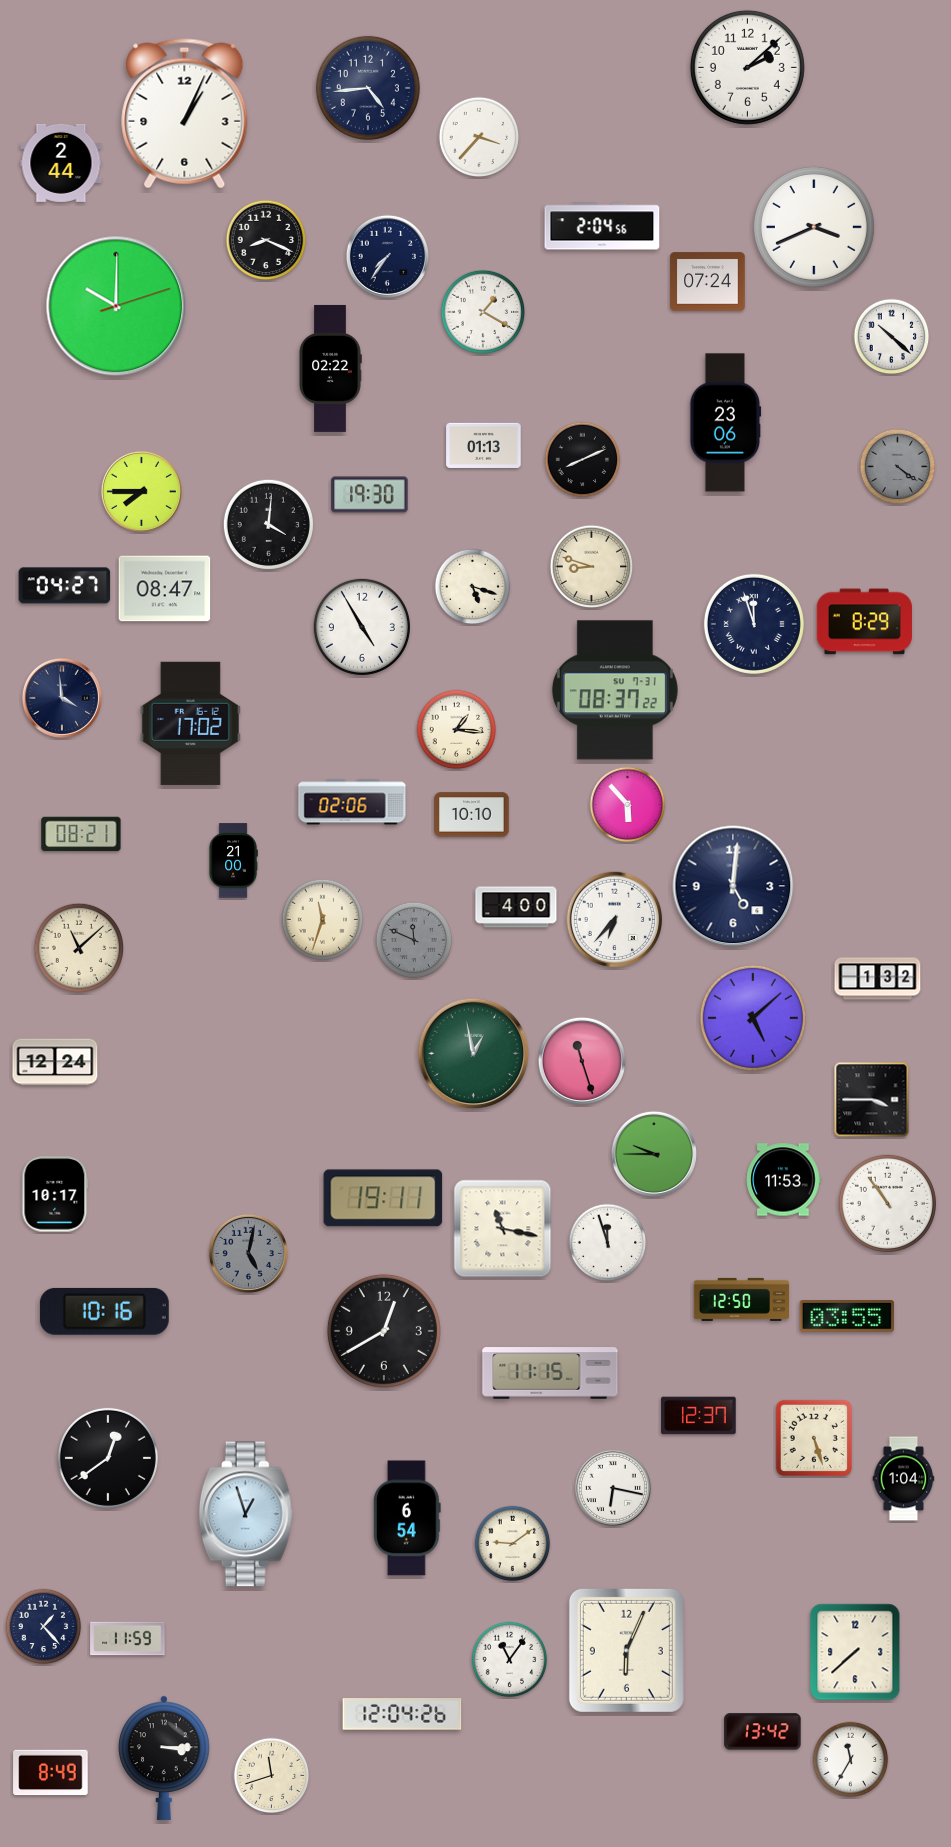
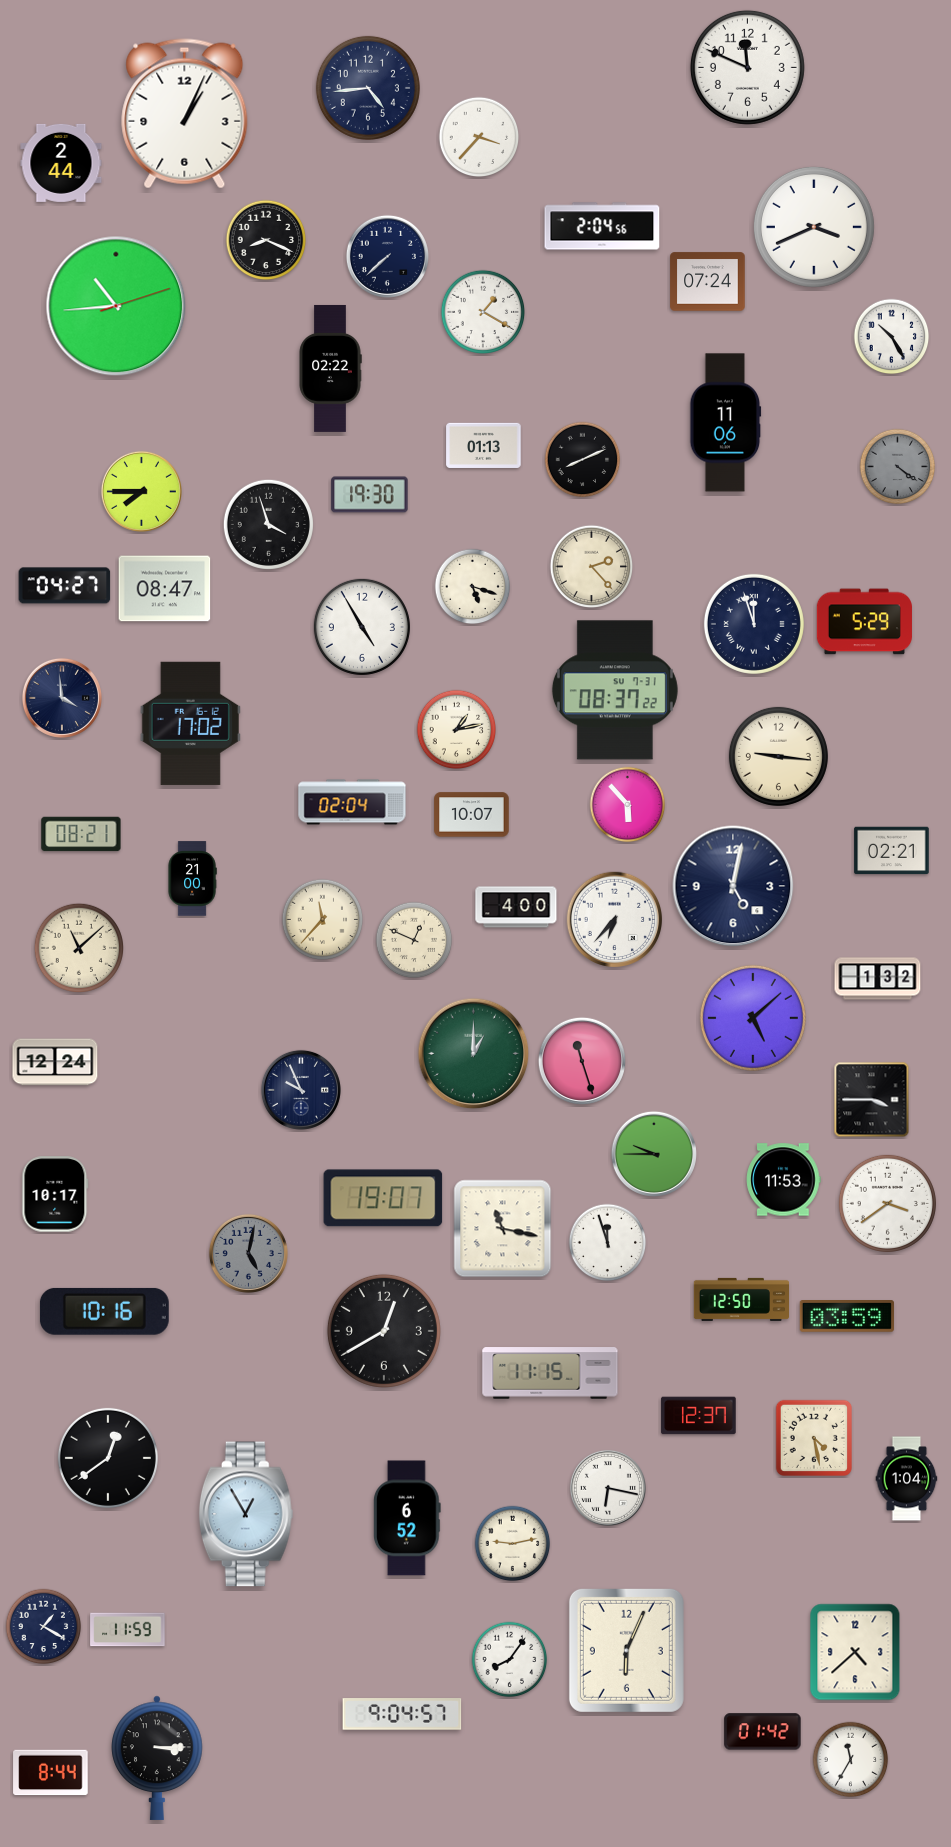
clock at (747, 67): 2:08 -> 11:49
clock at (387, 256): 7:36 -> 7:38
clock at (116, 306): 10:00 -> 10:44
clock at (892, 337): 10:22 -> 10:25
clock at (726, 423): 23:06 -> 11:06
clock at (268, 524): 4:01 -> 3:57
clock at (592, 567): 8:48 -> 2:23
clock at (864, 622): 8:29 -> 5:29
clock at (457, 730): 1:16 -> 1:13
clock at (778, 756): none -> 9:16
clock at (352, 802): 02:06 -> 02:04
clock at (472, 815): 10:10 -> 10:07
clock at (892, 851): none -> 02:21
clock at (233, 861) position: (233, 861) -> (192, 879)
clock at (733, 886): 5:01 -> 5:02
clock at (323, 920): 11:33 -> 11:37
clock at (414, 940): 11:49 -> 12:49
clock at (414, 940) dial: grey -> cream
clock at (474, 1054): 12:58 -> 1:00
clock at (301, 1090): none -> 9:56
clock at (383, 1198): 19:11 -> 19:07
clock at (887, 1203): 10:54 -> 3:39
clock at (846, 1317): 03:55 -> 03:59
clock at (813, 1437): 5:27 -> 4:28
clock at (904, 1479) position: (904, 1479) -> (907, 1479)
clock at (613, 1488) position: (613, 1488) -> (608, 1488)
clock at (246, 1514): 12:57 -> 12:55
clock at (407, 1518): 6:54 -> 6:52
clock at (513, 1544): 9:09 -> 9:13
clock at (44, 1627): 1:23 -> 1:20
clock at (128, 1639) position: (128, 1639) -> (128, 1630)
clock at (855, 1652): 7:38 -> 4:38
clock at (510, 1660): 11:06 -> 8:06
clock at (402, 1714): 12:04 -> 9:04
clock at (763, 1732): 13:42 -> 01:42
clock at (164, 1758) position: (164, 1758) -> (157, 1758)
clock at (51, 1773): 8:49 -> 8:44
clock at (272, 1776): 11:42 -> none
